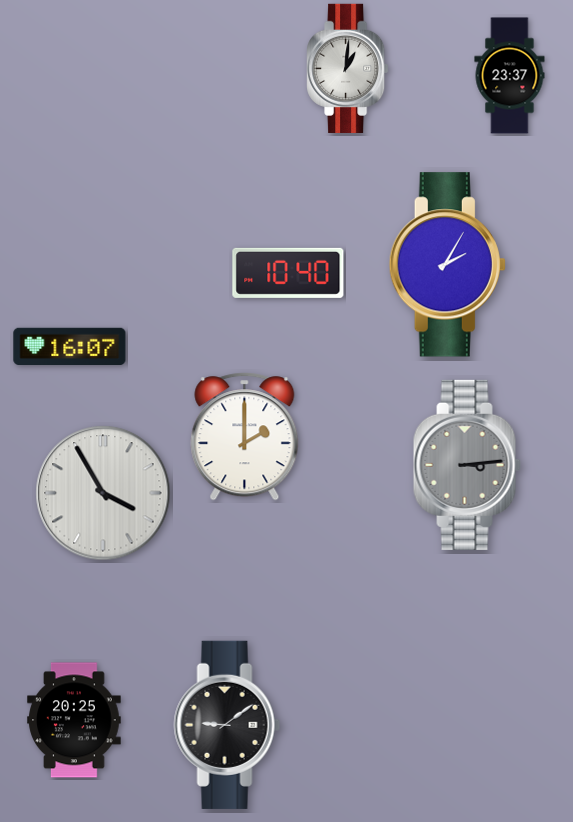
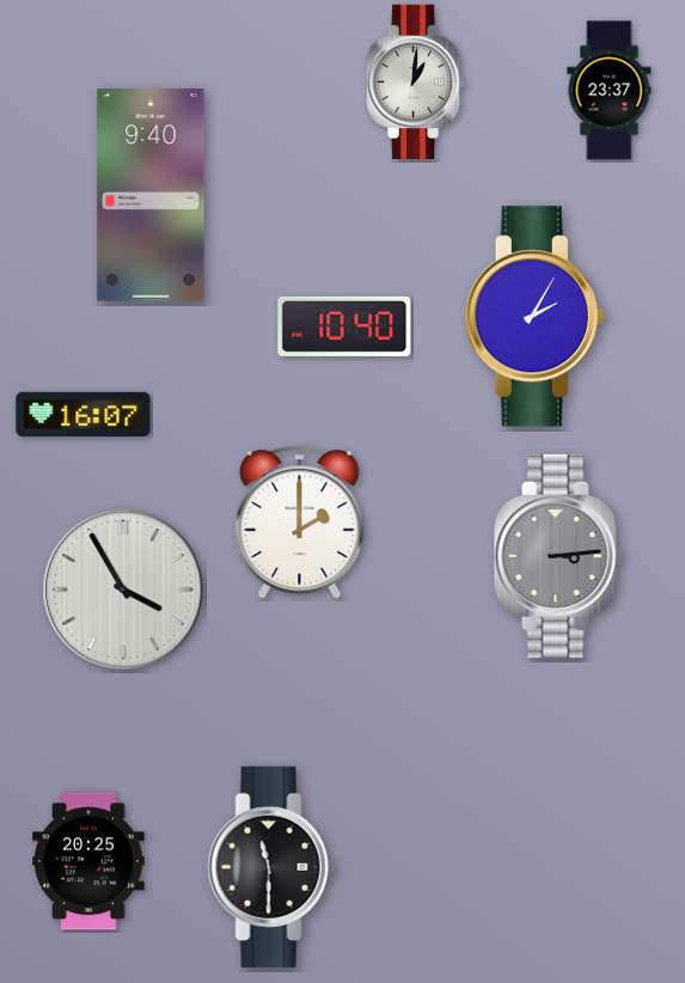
clock at (151, 195): none -> 9:40
clock at (245, 437) position: (245, 437) -> (300, 523)
clock at (227, 725): 9:09 -> 11:30
